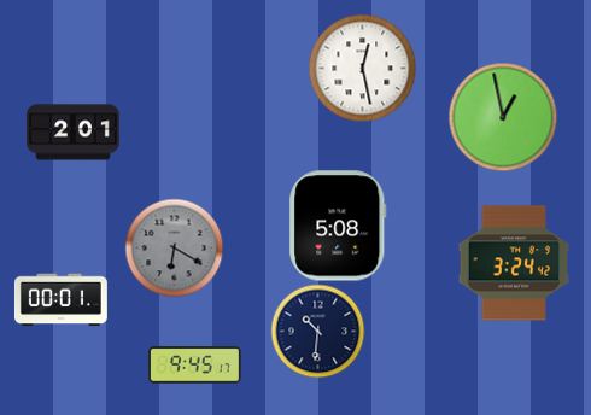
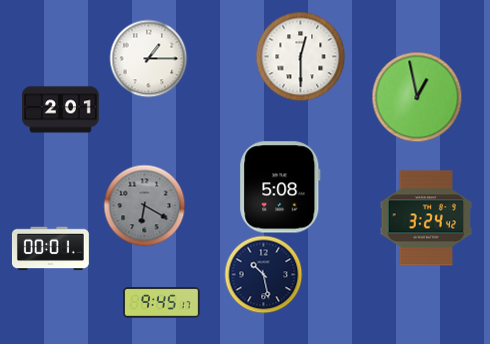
clock at (362, 68): 12:28 -> 12:30
clock at (148, 58): none -> 1:15
clock at (317, 331): 10:31 -> 10:28
